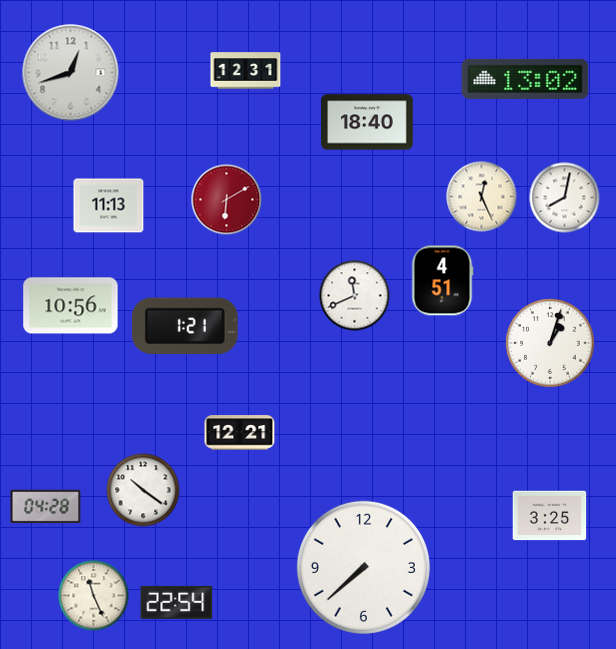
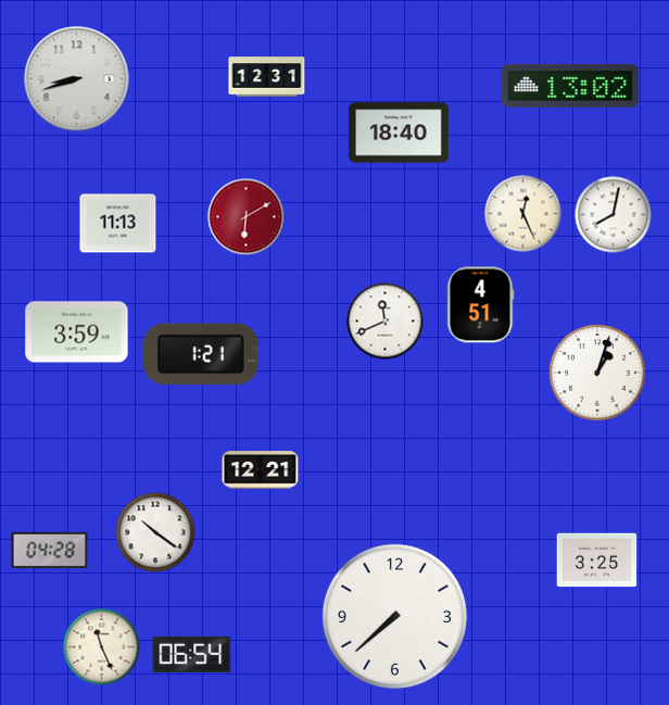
clock at (71, 73): 12:42 -> 8:42
clock at (71, 306): 10:56 -> 3:59
clock at (177, 602): 22:54 -> 06:54
